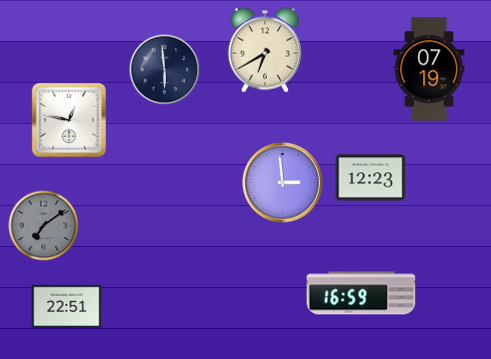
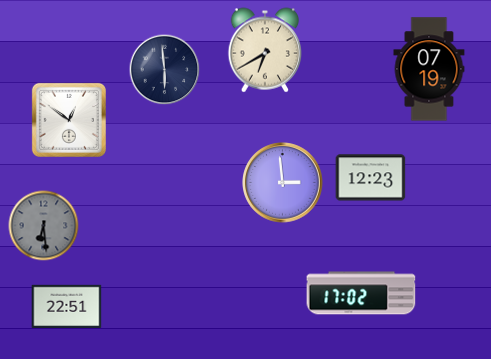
clock at (69, 120): 12:47 -> 12:51
clock at (44, 226): 7:09 -> 6:29
clock at (361, 293): 16:59 -> 17:02
